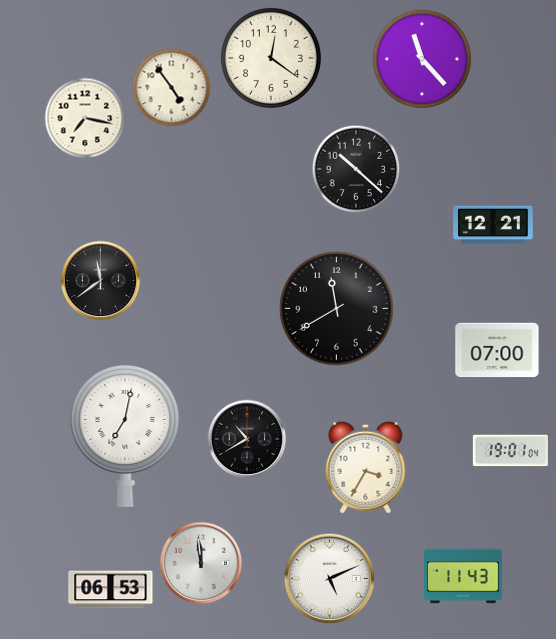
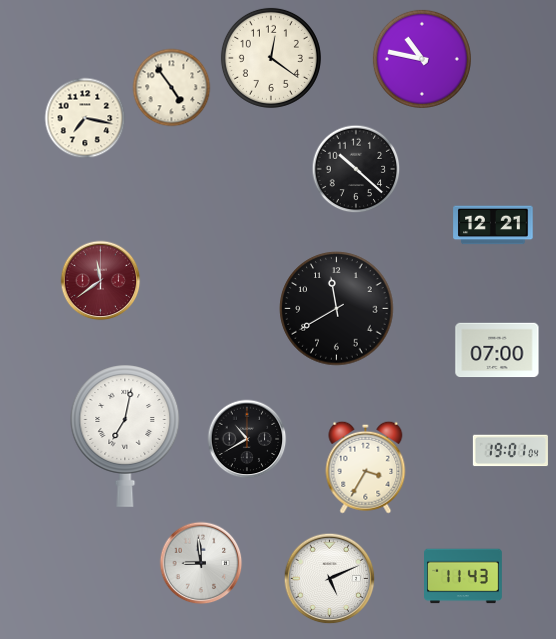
clock at (422, 59): 11:23 -> 10:47
clock at (101, 281) dial: black -> burgundy
clock at (201, 563): 11:59 -> 8:59
clock at (111, 590): 06:53 -> none
